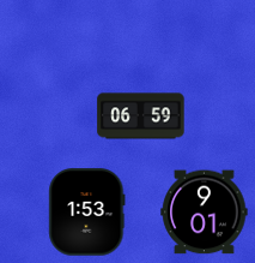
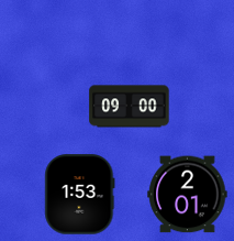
clock at (141, 116): 06:59 -> 09:00
clock at (205, 213): 9:01 -> 2:01
